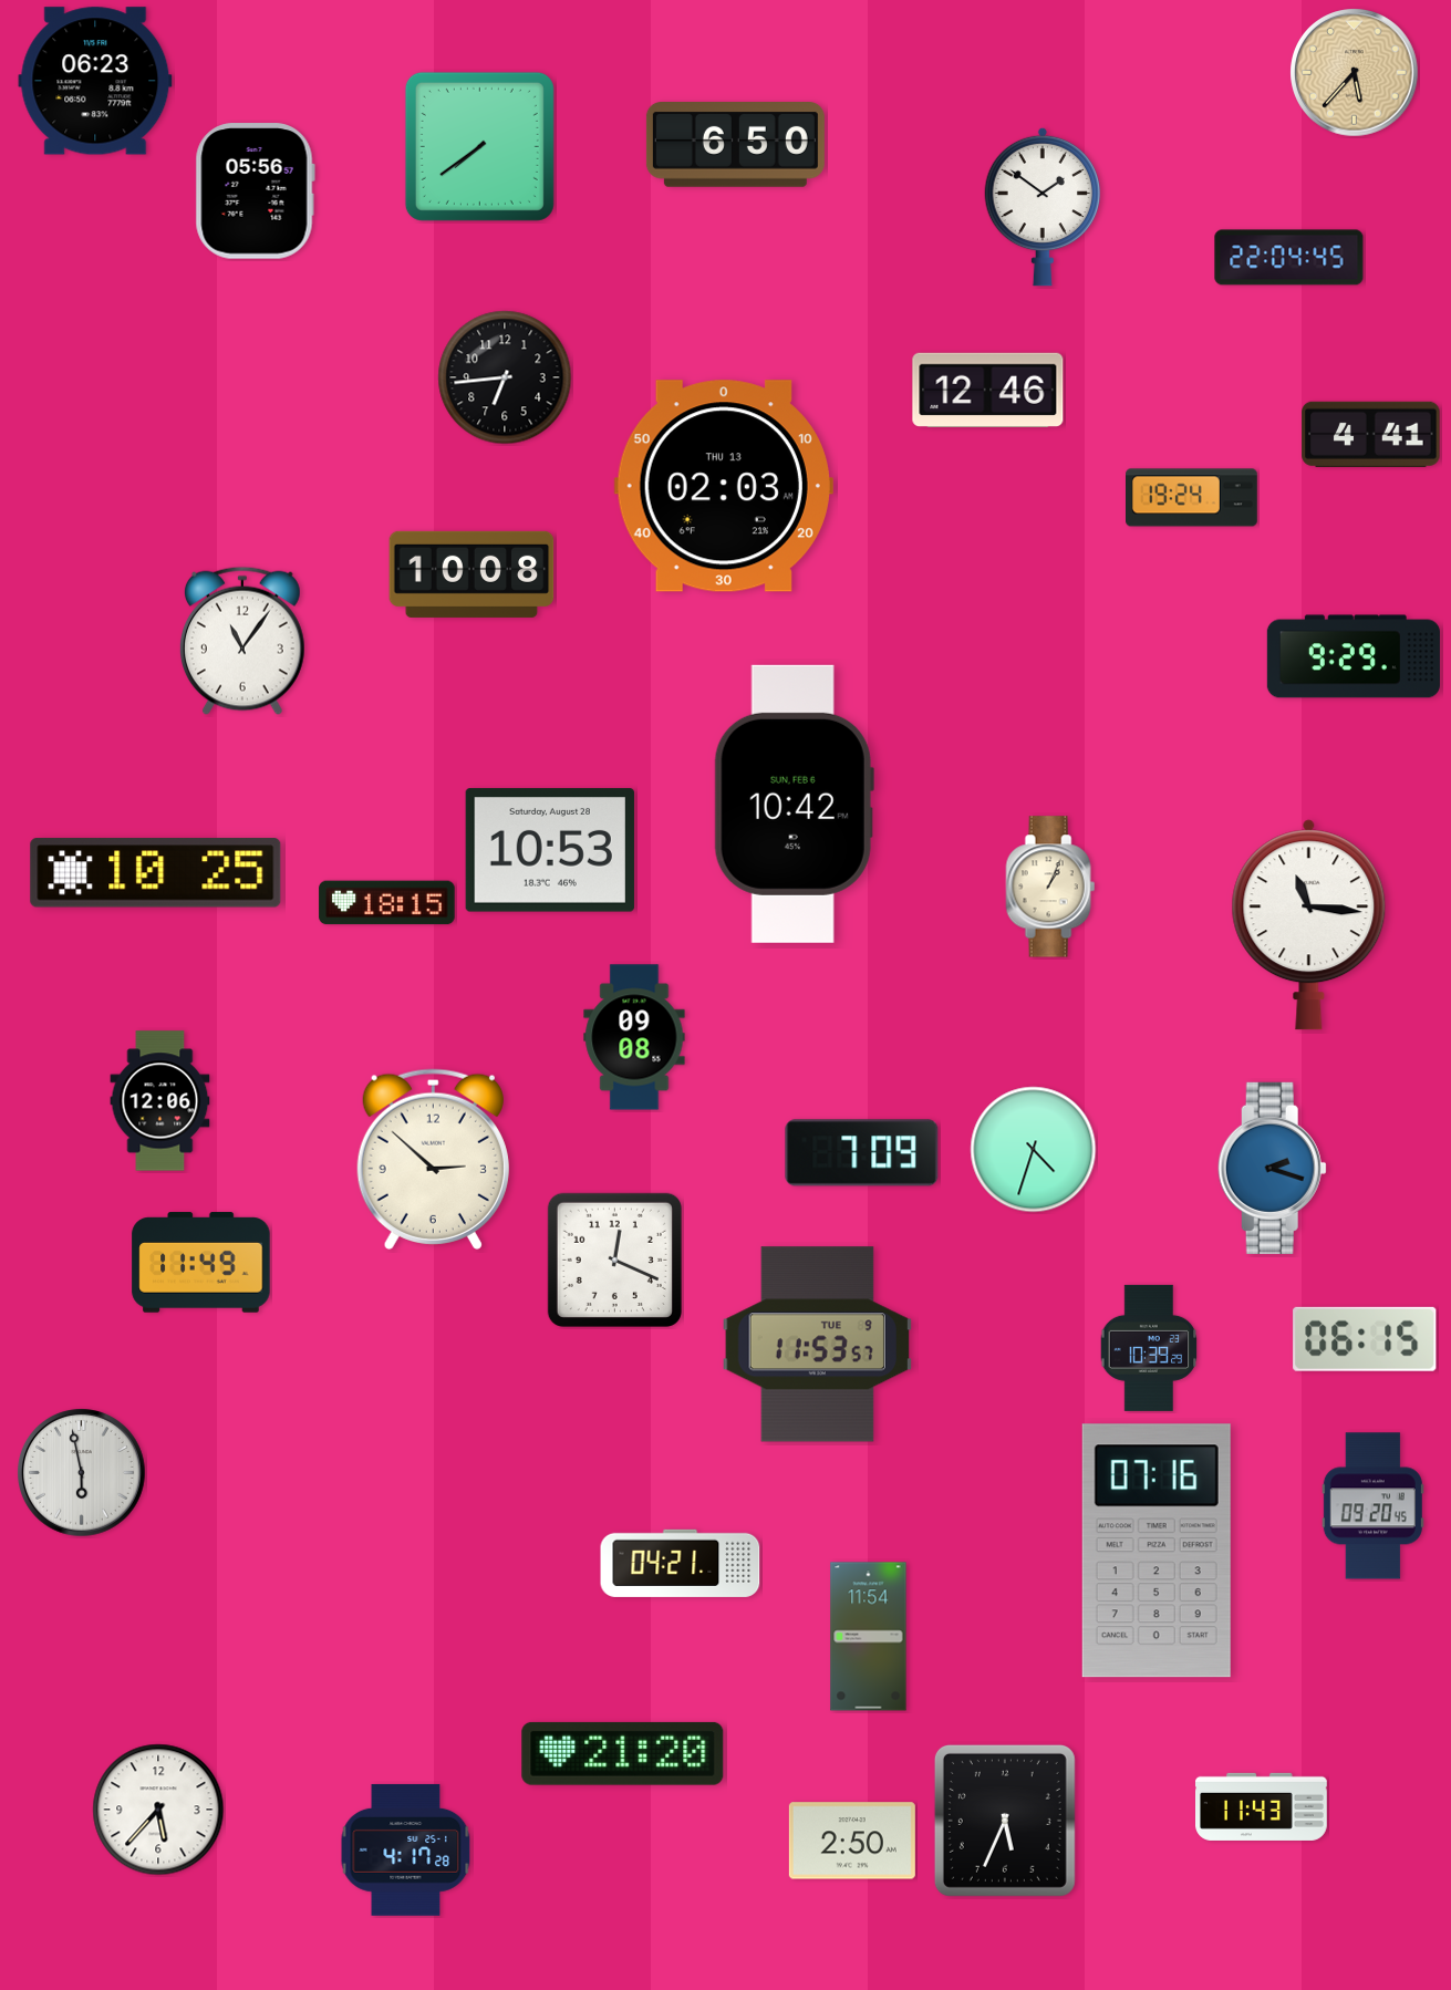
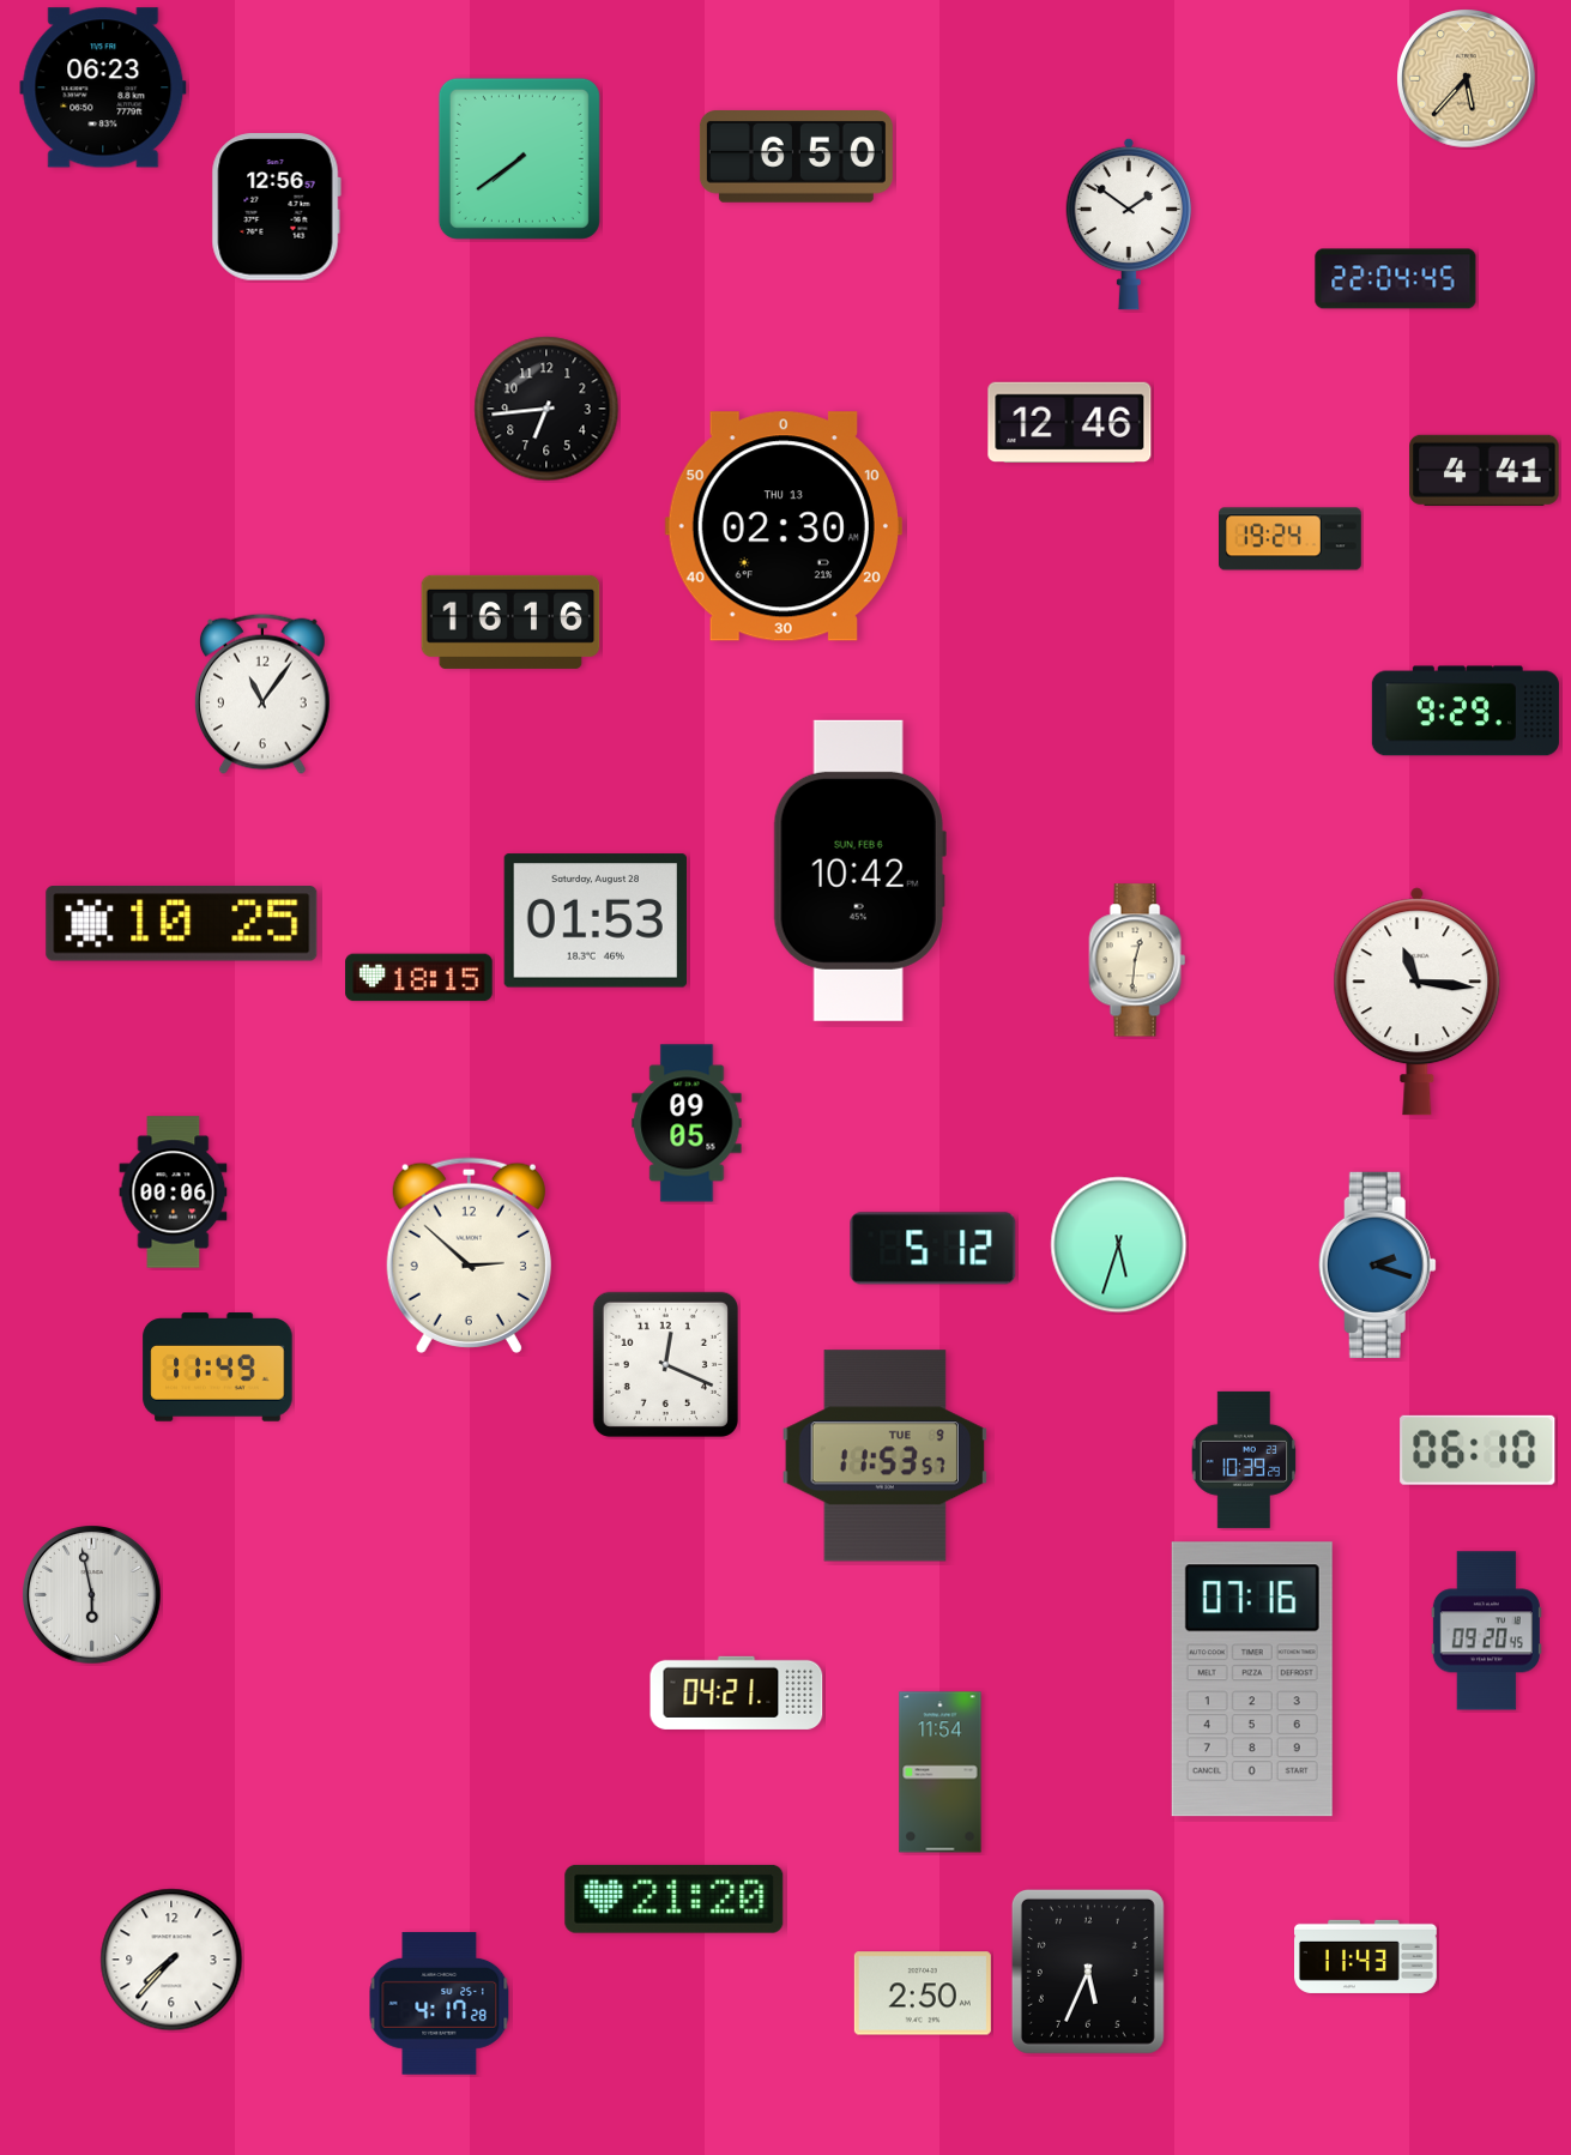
clock at (255, 191): 05:56 -> 12:56
clock at (724, 486): 02:03 -> 02:30
clock at (471, 574): 10:08 -> 16:16
clock at (550, 850): 10:53 -> 01:53
clock at (156, 873) position: (156, 873) -> (182, 924)
clock at (1050, 887): 1:04 -> 12:31
clock at (634, 1037): 09:08 -> 09:05
clock at (160, 1101): 12:06 -> 00:06
clock at (1034, 1150): 4:33 -> 5:33
clock at (862, 1153): 7:09 -> 5:12
clock at (1365, 1339): 06:15 -> 06:10
clock at (82, 1473) position: (82, 1473) -> (92, 1595)
clock at (158, 1810): 5:37 -> 7:37
